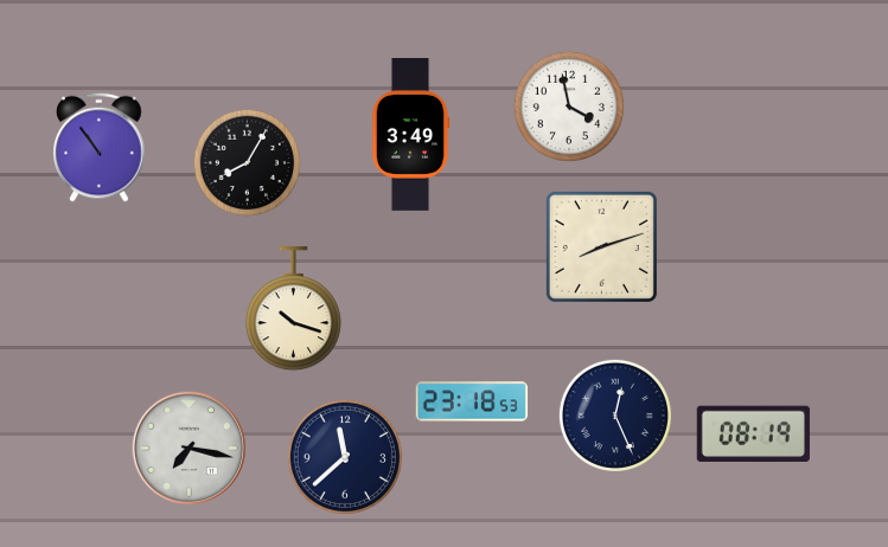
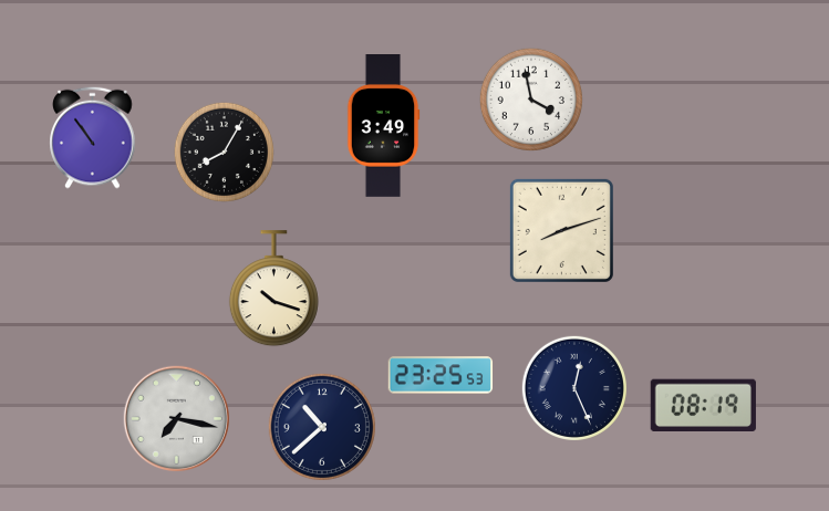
clock at (247, 162) position: (247, 162) -> (224, 152)
clock at (472, 401): 23:18 -> 23:25
clock at (345, 457): 11:38 -> 10:38
